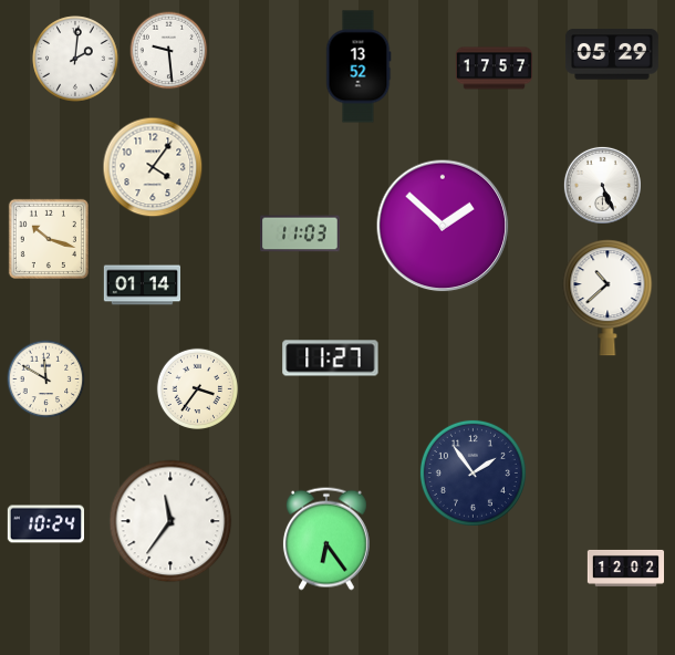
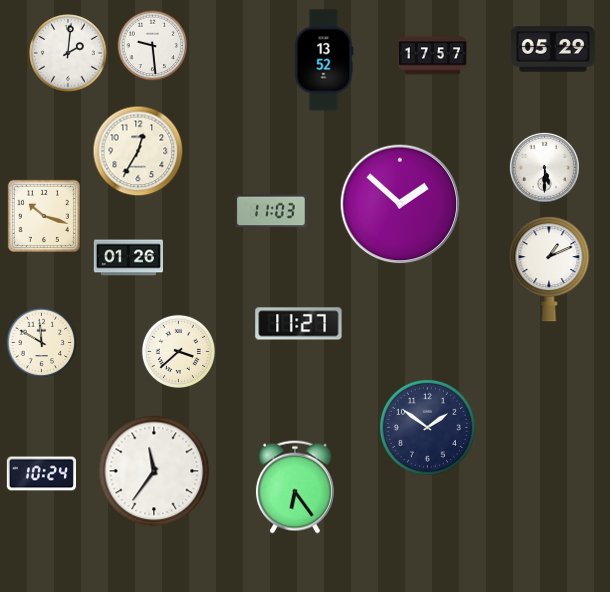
clock at (494, 69) position: (494, 69) -> (432, 56)
clock at (153, 167): 4:06 -> 12:35
clock at (602, 185): 5:26 -> 5:30
clock at (142, 285): 01:14 -> 01:26
clock at (607, 298): 10:38 -> 1:11
clock at (197, 388): 3:36 -> 3:38
clock at (472, 472): 1:54 -> 1:51
clock at (626, 568): 12:02 -> none
